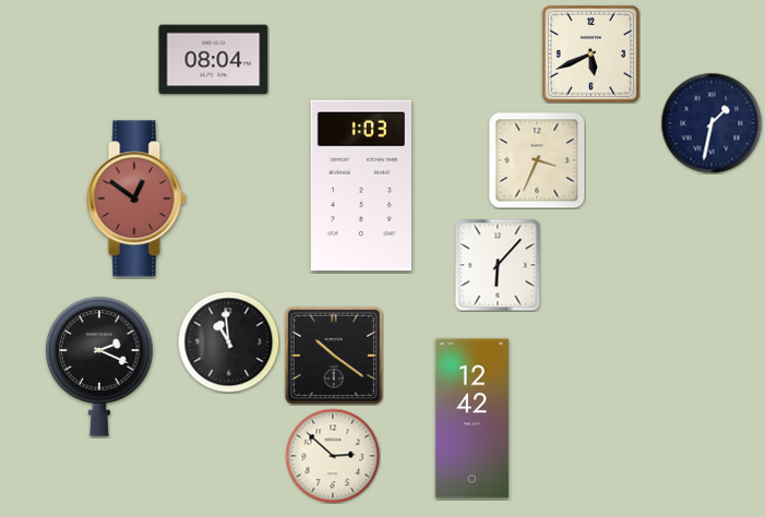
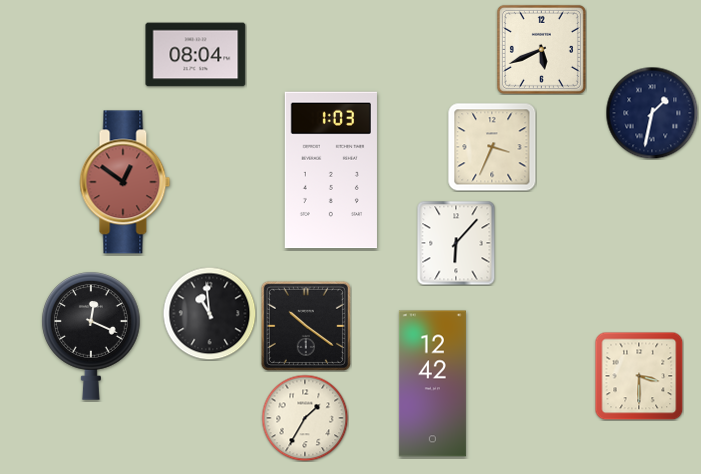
clock at (99, 366): 2:19 -> 12:19
clock at (639, 376): none -> 3:30
clock at (333, 456): 2:52 -> 1:35
